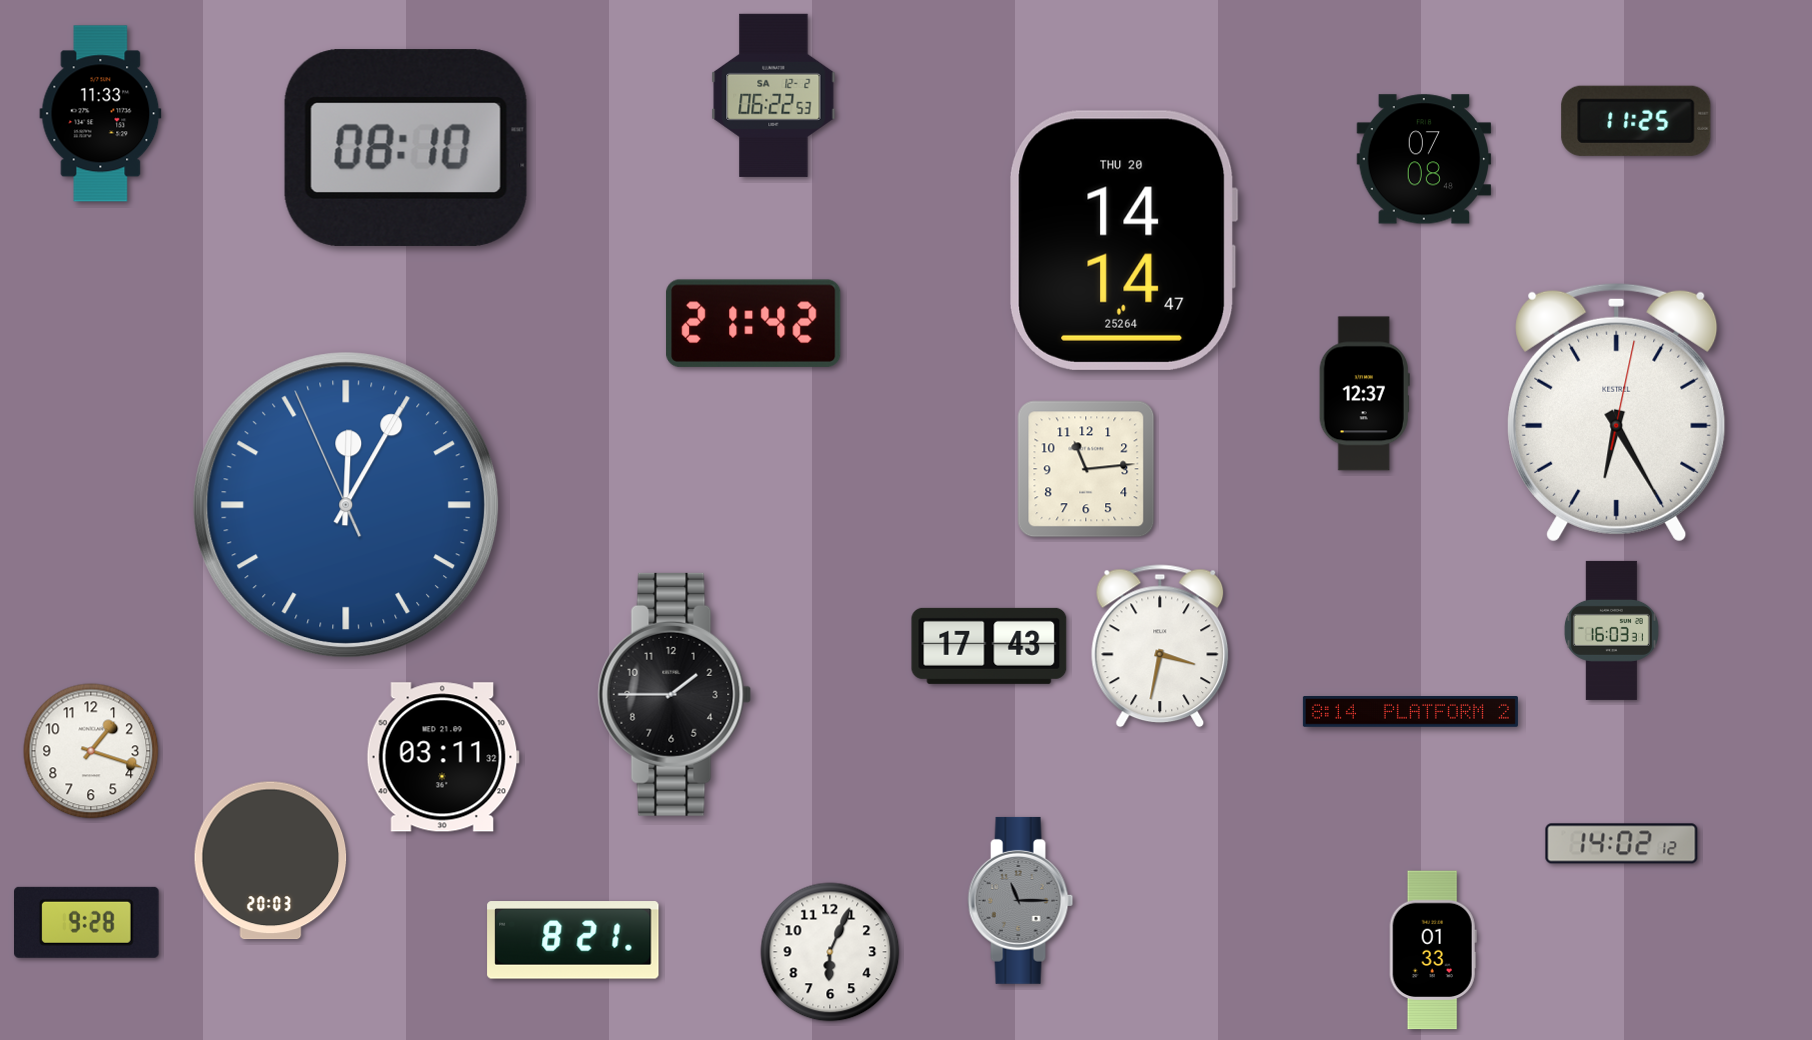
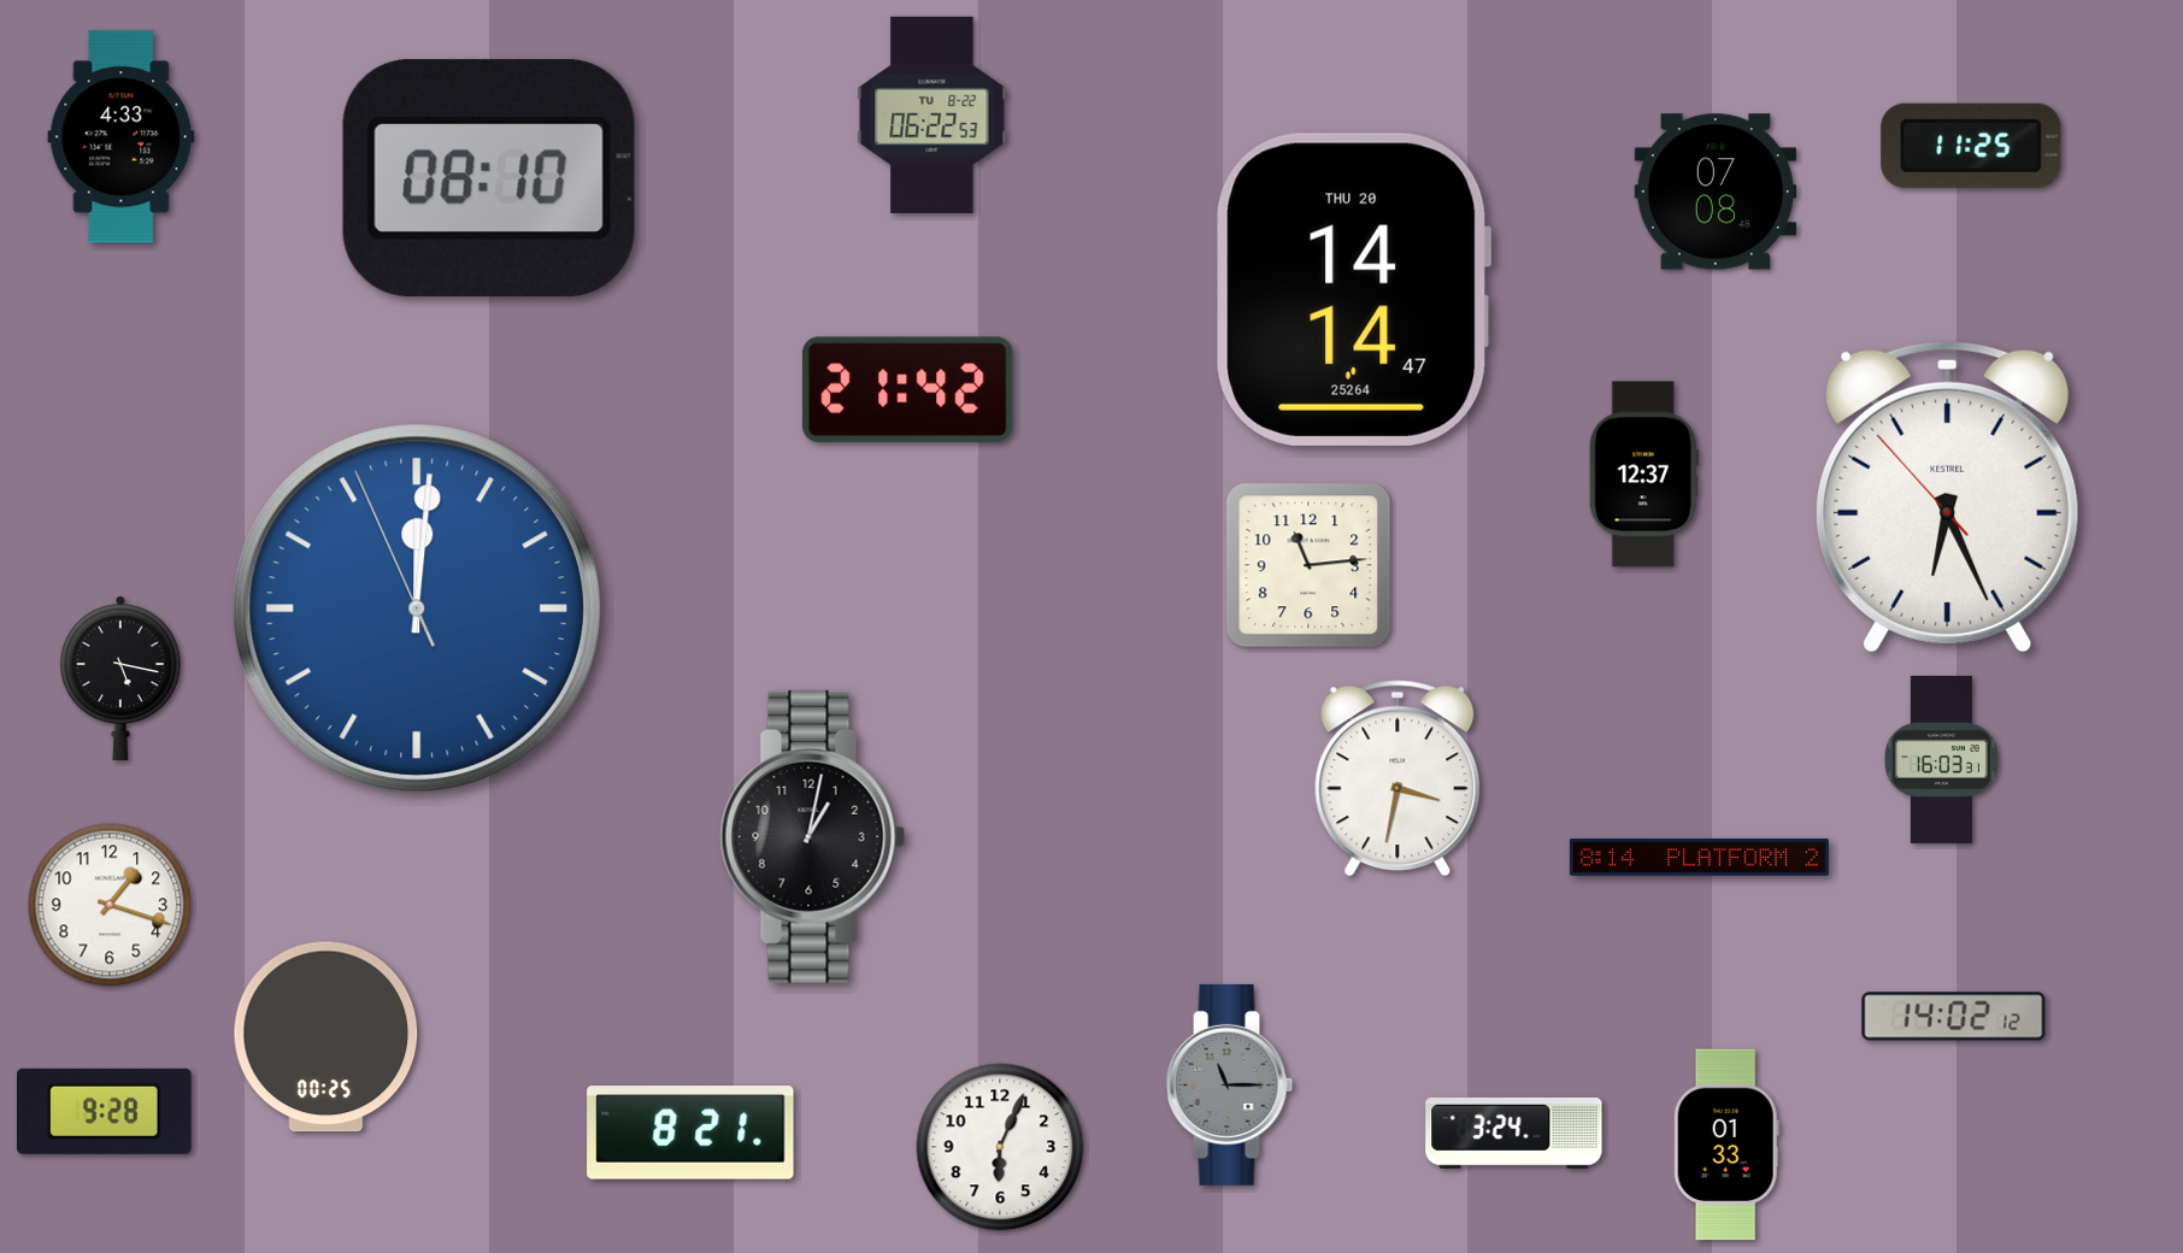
clock at (774, 95) date: SA 12-2 -> TU 8-22
clock at (101, 114): 11:33 -> 4:33
clock at (1617, 412): 6:25:02 -> 6:25:53
clock at (346, 505): 12:04 -> 12:00
clock at (120, 678): none -> 5:17
clock at (989, 646): 17:43 -> none
clock at (675, 694): 1:45 -> 1:02
clock at (443, 757): 03:11 -> none
clock at (271, 861): 20:03 -> 00:25
clock at (1514, 1133): none -> 3:24
